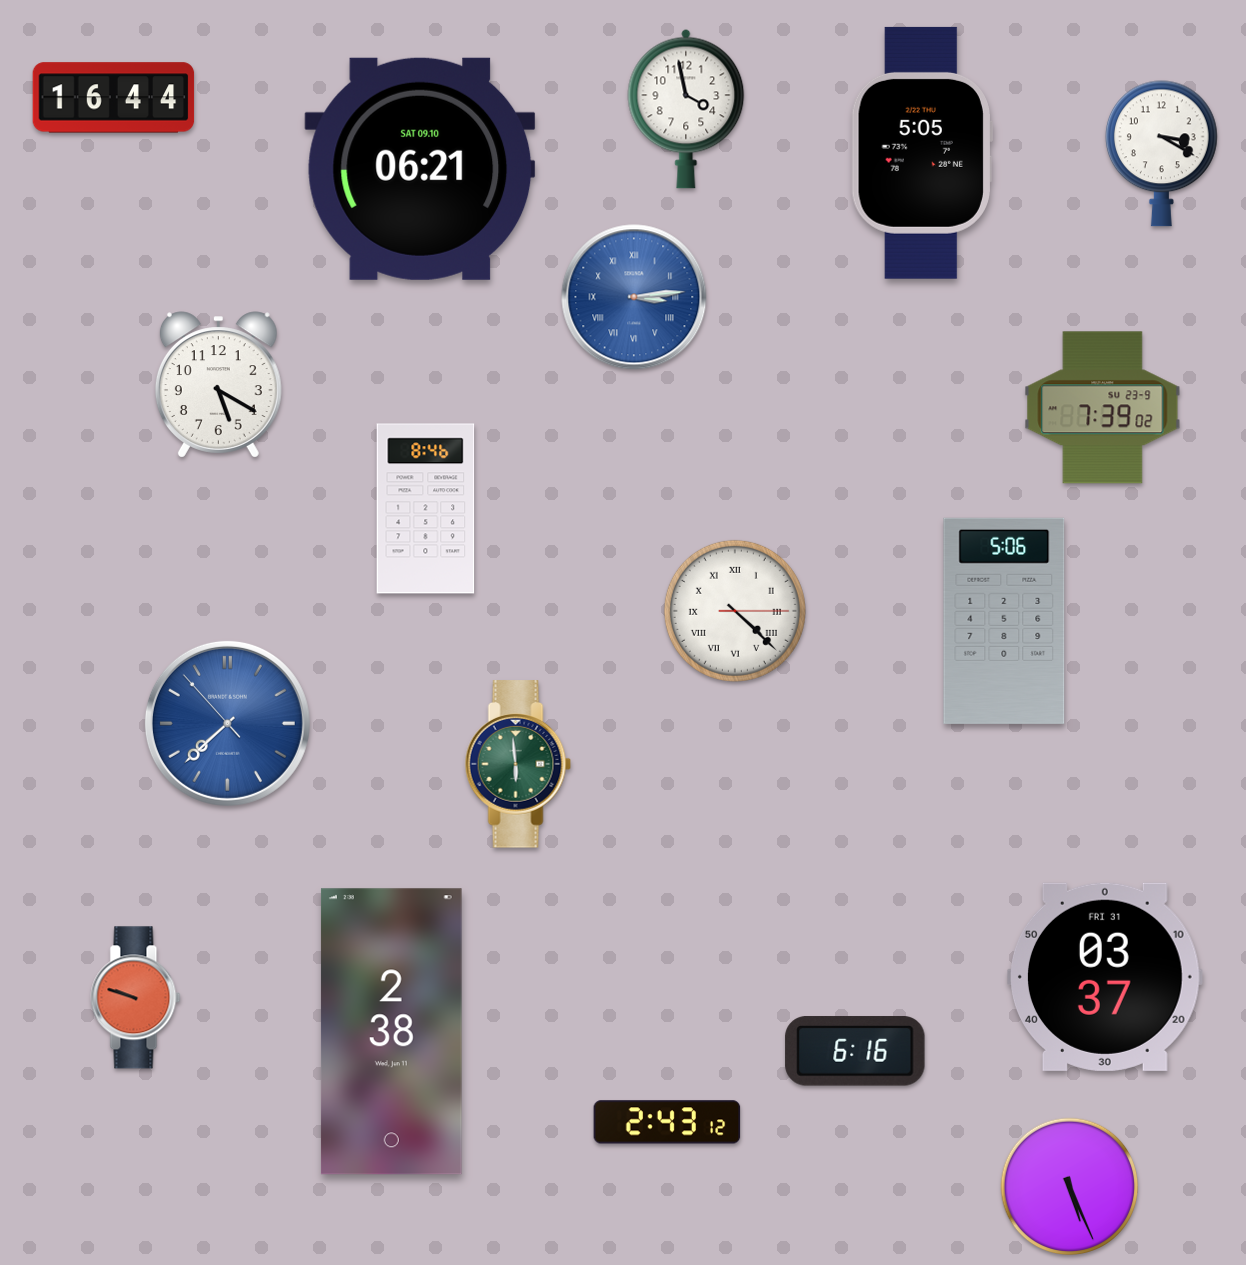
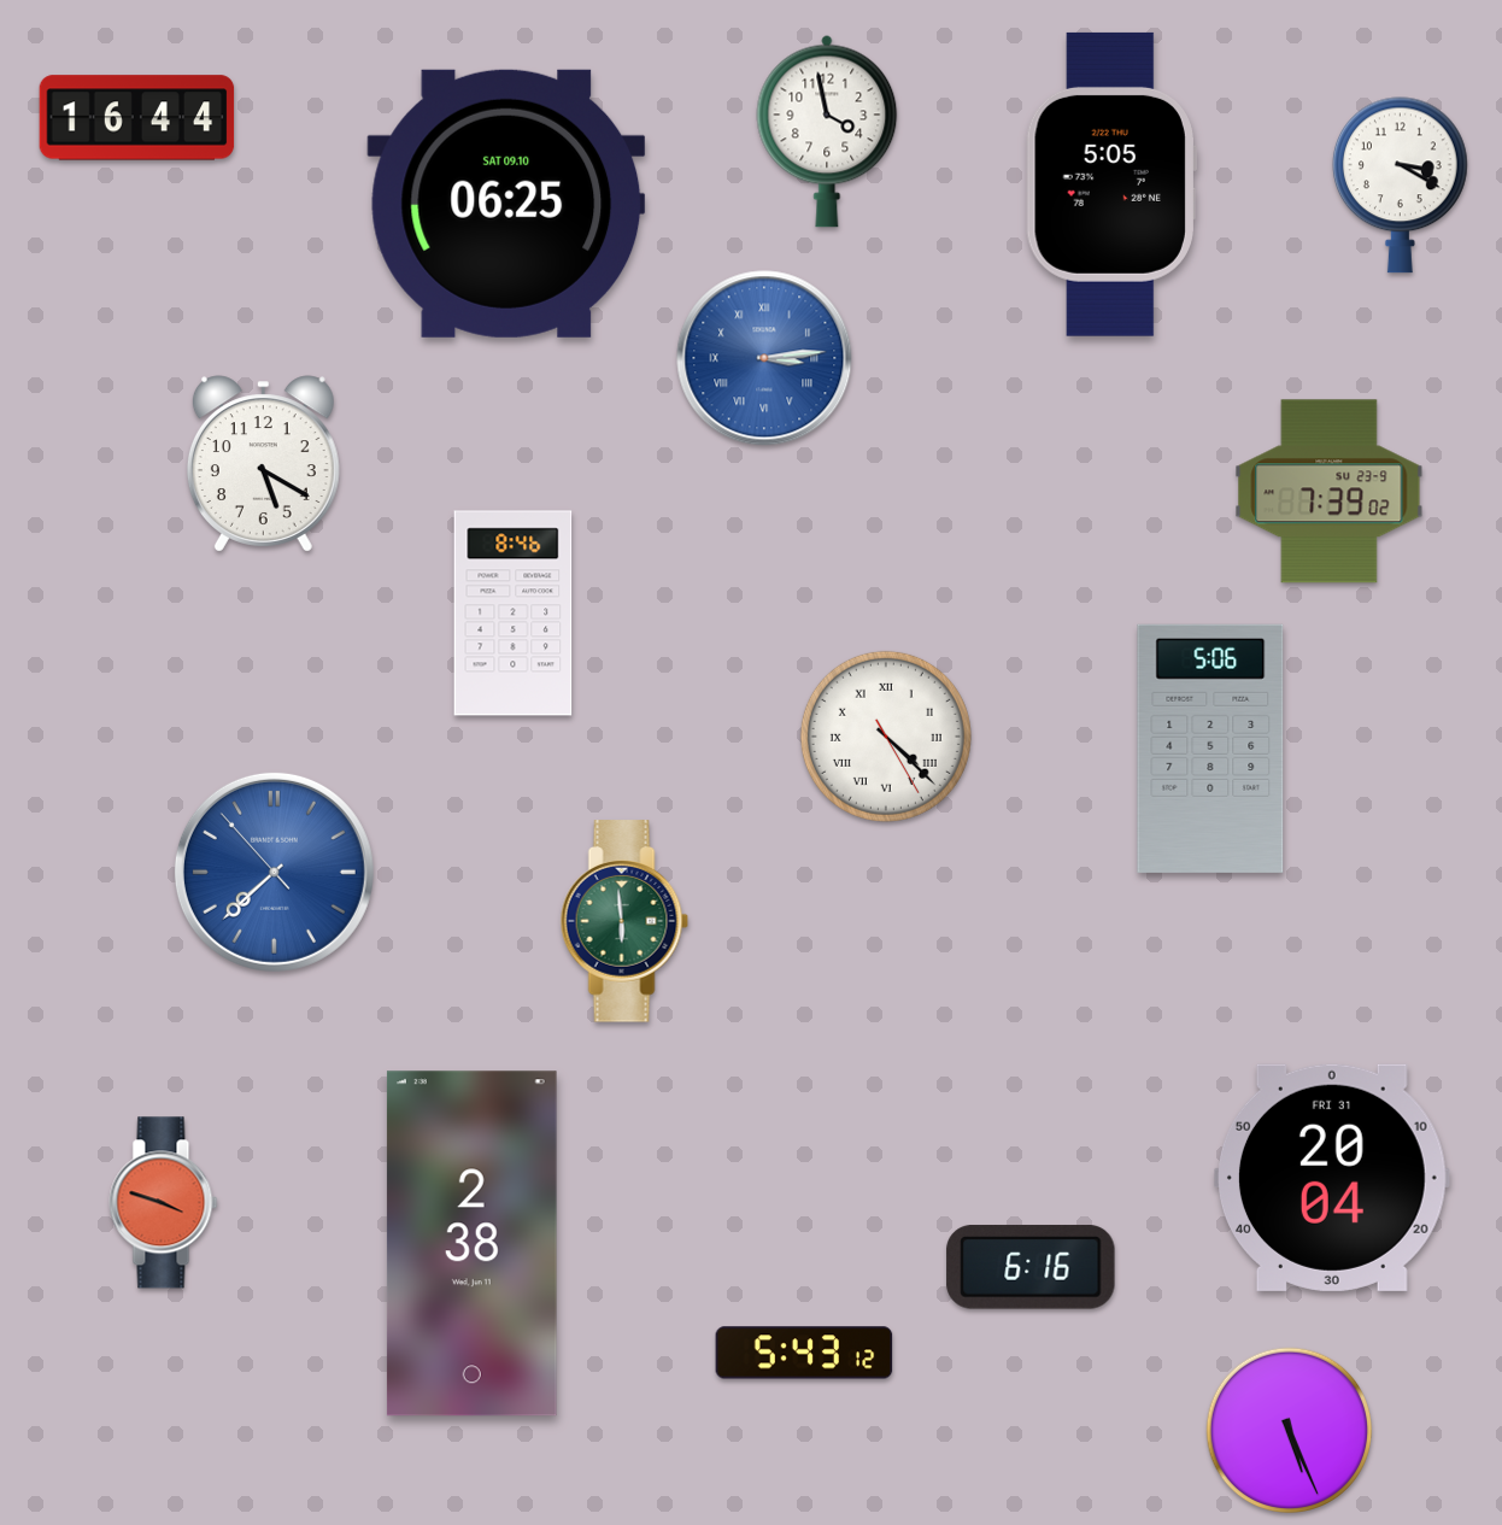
clock at (420, 169): 06:21 -> 06:25
clock at (735, 611): 4:22:15 -> 4:22:25
clock at (1105, 977): 03:37 -> 20:04
clock at (136, 998): 9:48 -> 3:48
clock at (667, 1122): 2:43 -> 5:43
